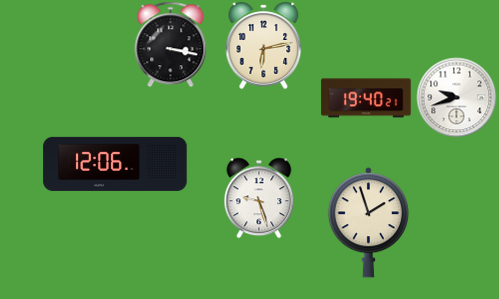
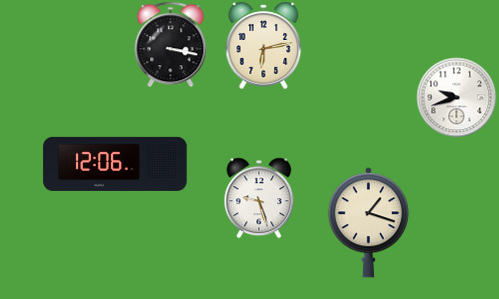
clock at (366, 98): 19:40 -> none
clock at (368, 223): 1:57 -> 1:18
